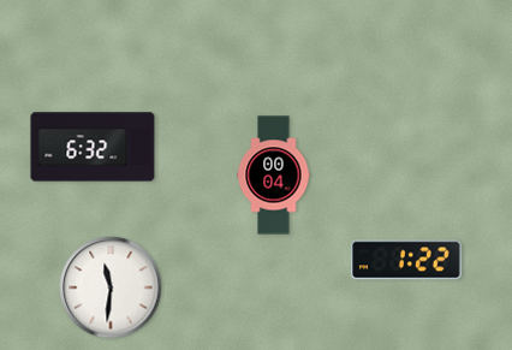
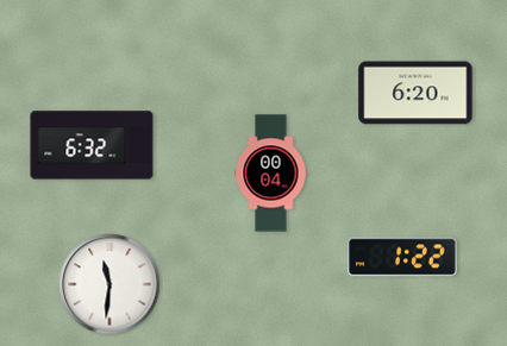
clock at (415, 93): none -> 6:20
